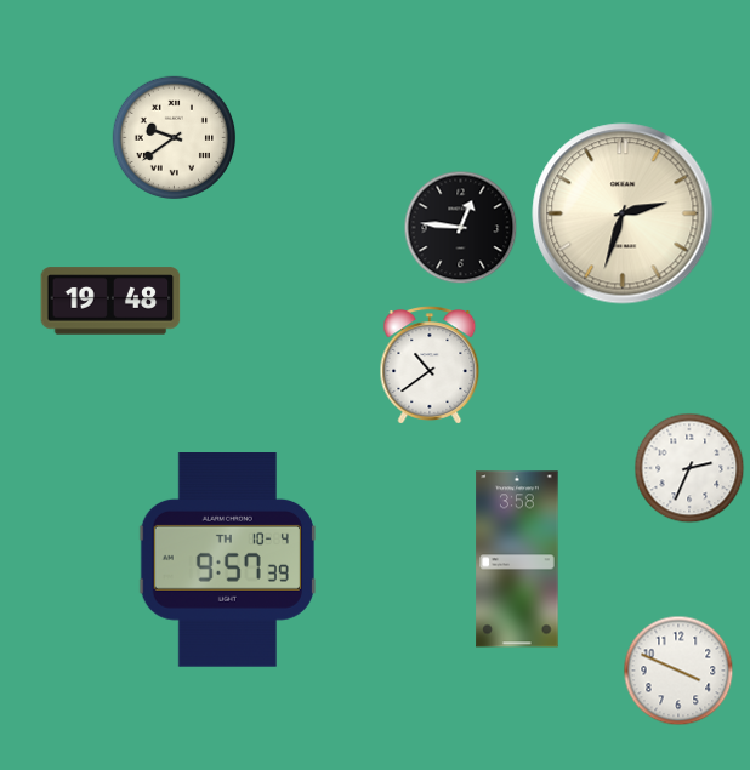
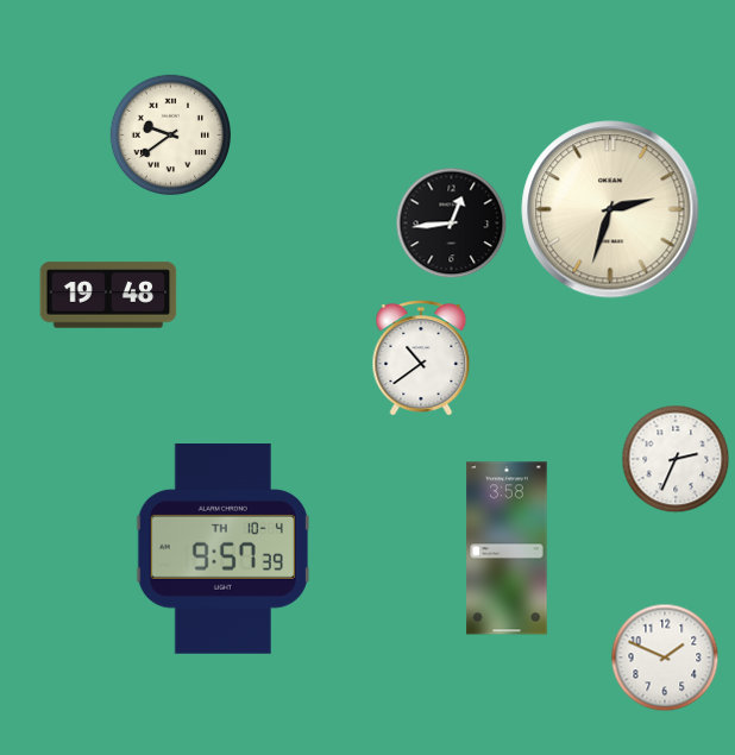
clock at (461, 228): 12:46 -> 12:44
clock at (678, 671): 3:49 -> 1:49
